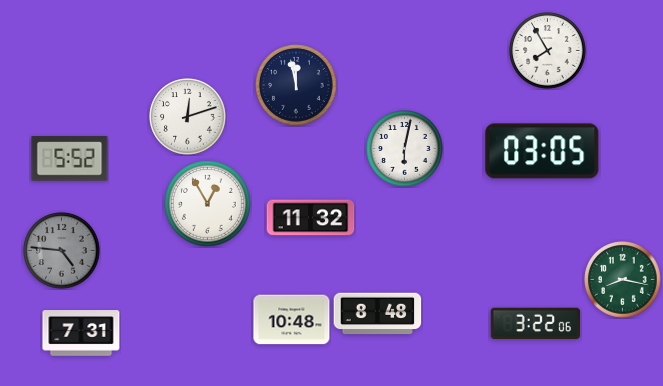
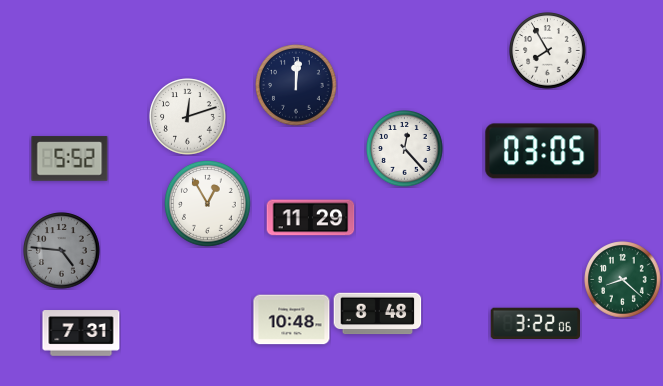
clock at (296, 85): 11:58 -> 12:01
clock at (405, 149): 6:02 -> 12:23
clock at (311, 218): 11:32 -> 11:29
clock at (623, 280): 8:17 -> 8:22
